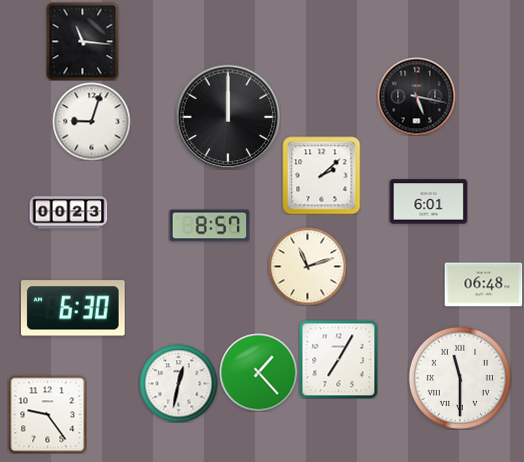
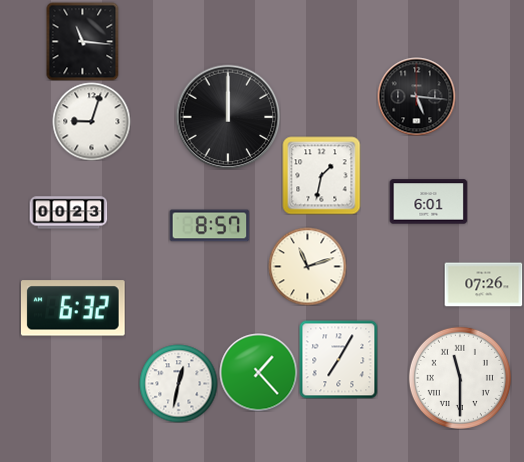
clock at (416, 96): 5:17 -> 5:16
clock at (321, 175): 2:08 -> 1:32
clock at (483, 285): 06:48 -> 07:26
clock at (73, 308): 6:30 -> 6:32
clock at (47, 414): 9:24 -> none
